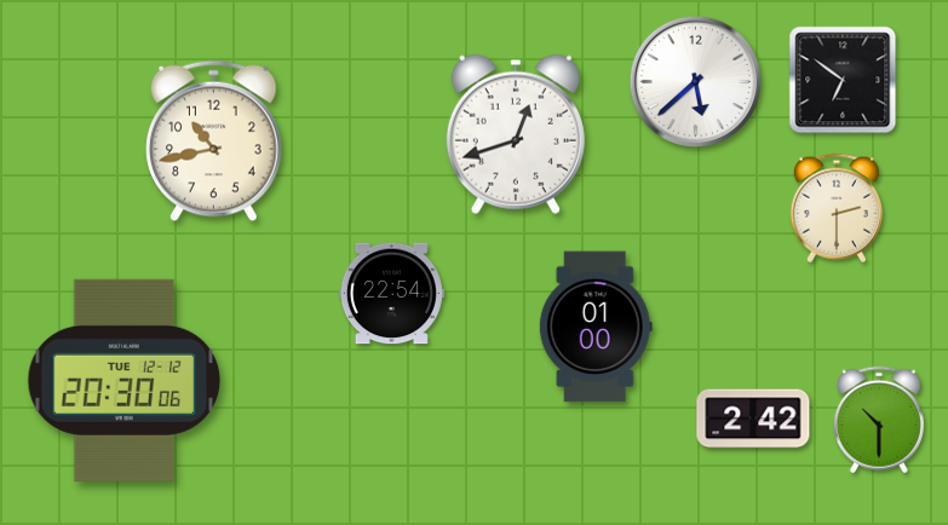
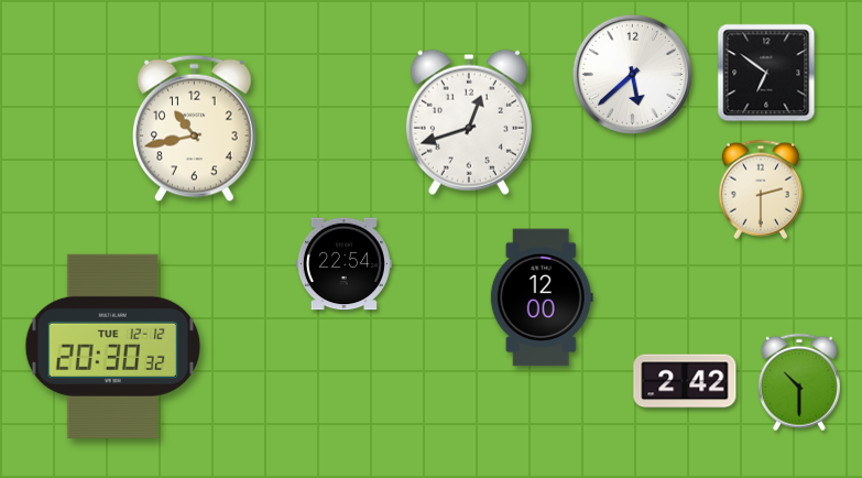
clock at (391, 294) position: (391, 294) -> (343, 264)
clock at (596, 327): 01:00 -> 12:00
clock at (125, 380): 20:30:06 -> 20:30:32
